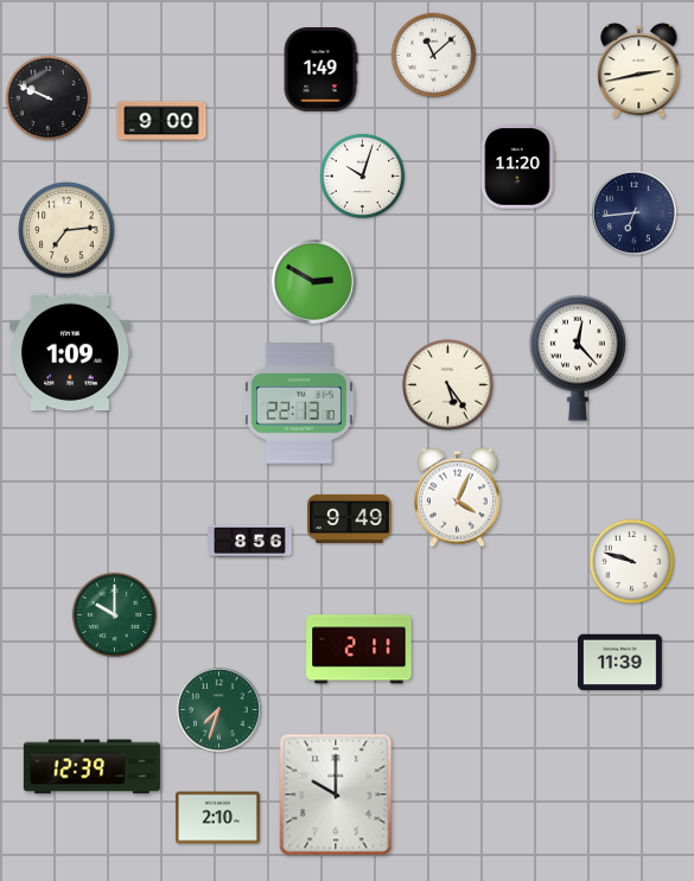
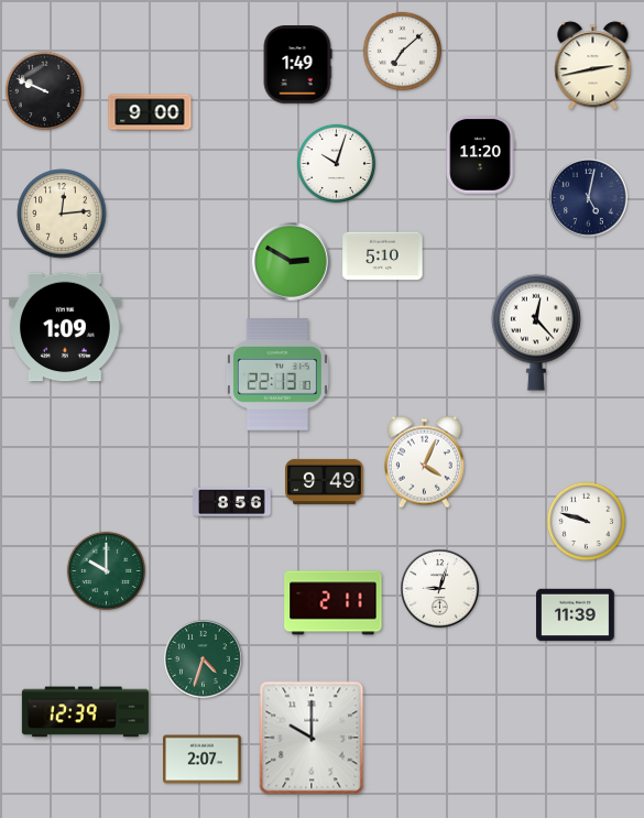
clock at (434, 56): 11:08 -> 7:08
clock at (635, 213): 6:44 -> 5:02
clock at (66, 230): 7:14 -> 12:14
clock at (383, 257): none -> 5:10
clock at (448, 385): 5:24 -> none
clock at (440, 589): none -> 9:03
clock at (219, 710): 7:33 -> 4:33
clock at (218, 818): 2:10 -> 2:07
